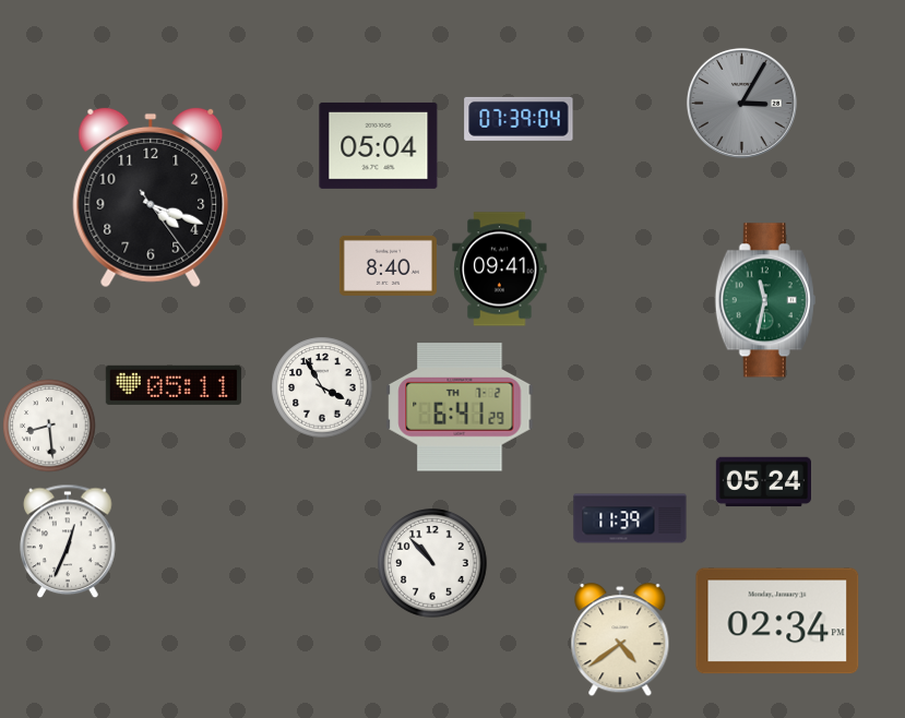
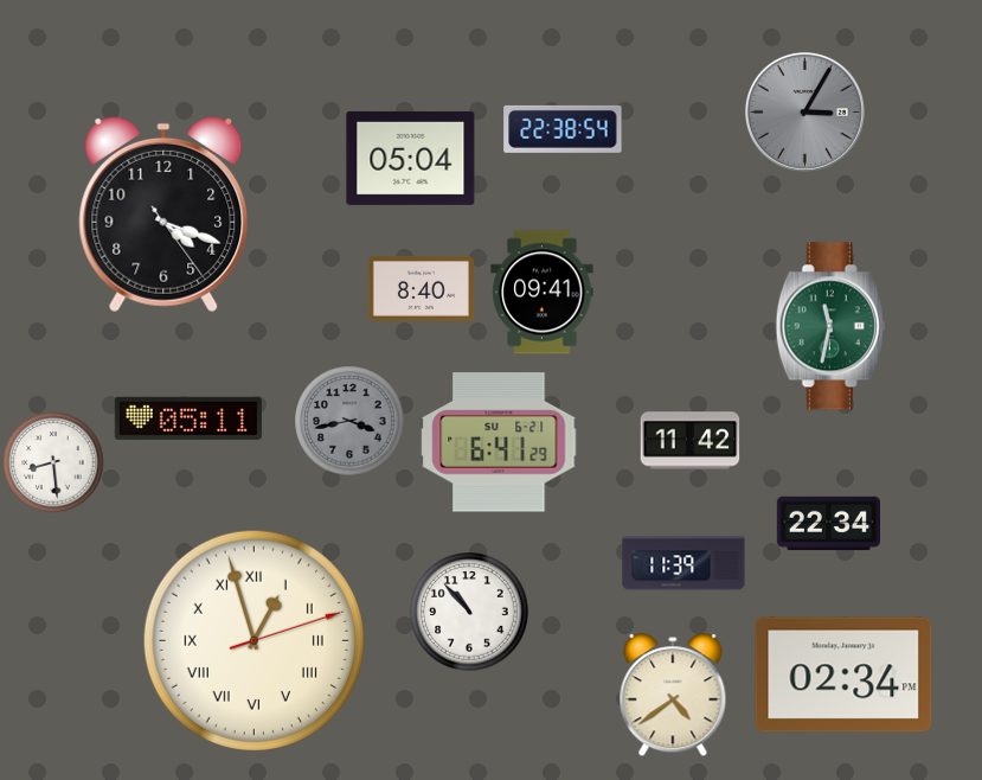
clock at (519, 119): 07:39 -> 22:38
clock at (322, 387): 3:55 -> 3:43
clock at (322, 387) dial: white -> grey
clock at (691, 441): none -> 11:42
clock at (460, 407) date: TH 7-2 -> SU 6-21
clock at (763, 482): 05:24 -> 22:34
clock at (68, 541): 12:34 -> none
clock at (253, 640): none -> 12:57
